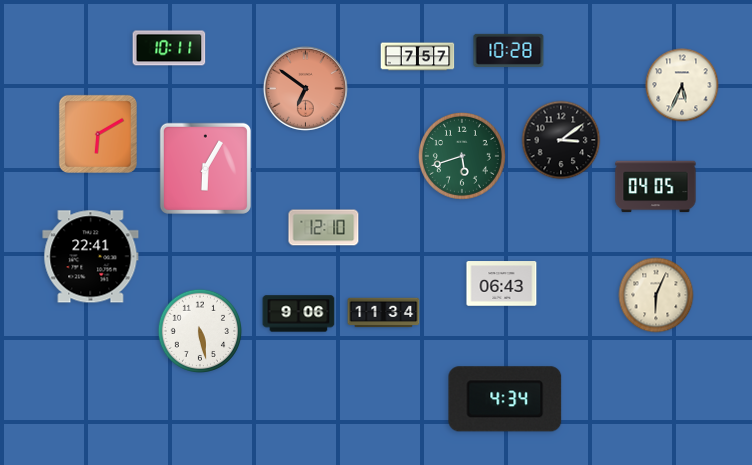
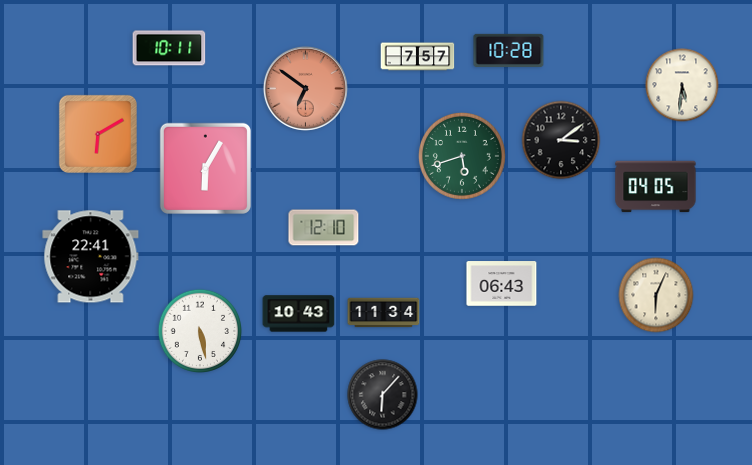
clock at (682, 85): 5:34 -> 5:31
clock at (299, 314): 9:06 -> 10:43
clock at (383, 395): none -> 6:07
clock at (505, 399): 4:34 -> none
